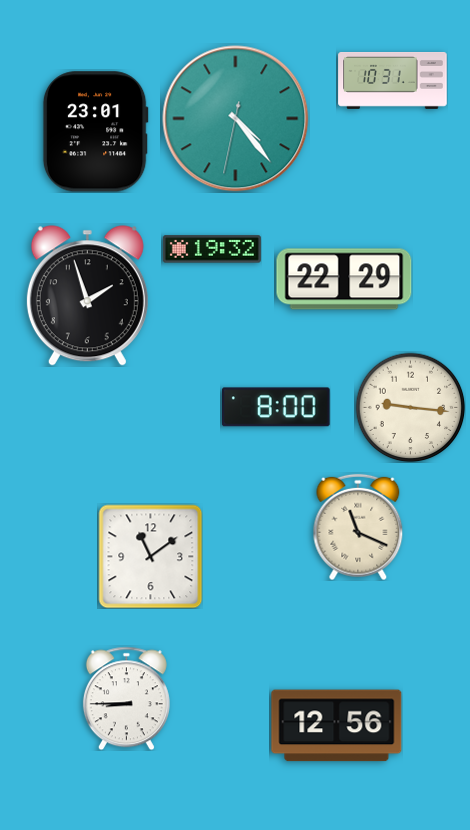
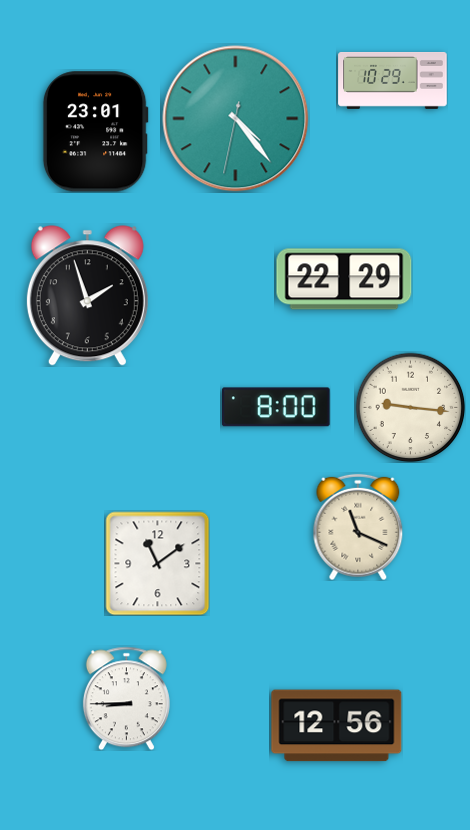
clock at (393, 80): 10:31 -> 10:29
clock at (212, 249): 19:32 -> none
clock at (150, 556) position: (150, 556) -> (157, 563)
